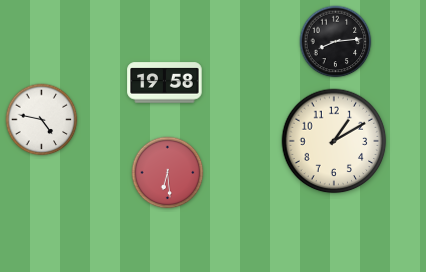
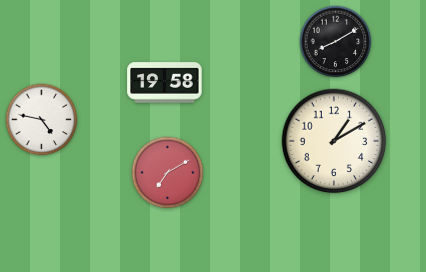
clock at (336, 42): 8:14 -> 8:10
clock at (168, 173): 6:29 -> 7:10
